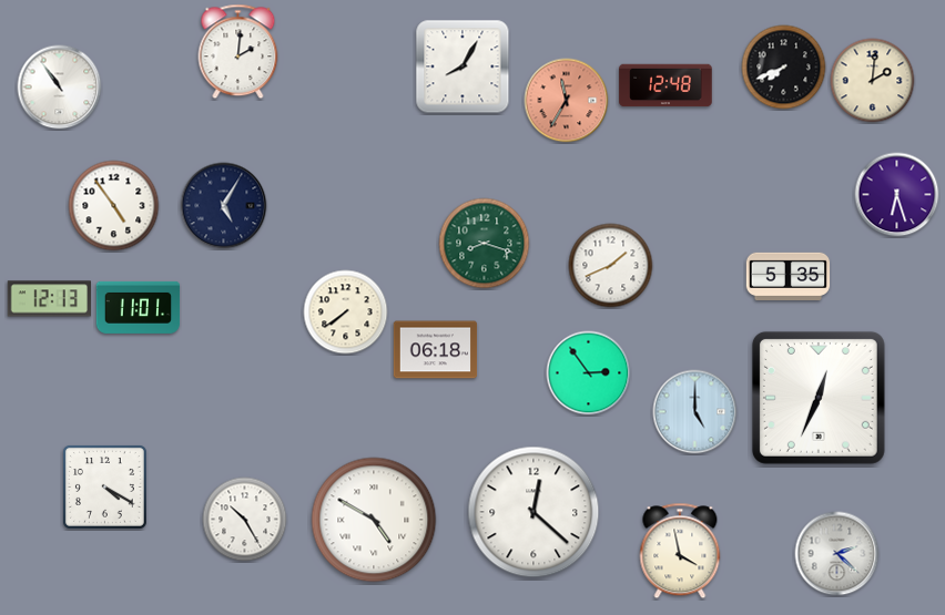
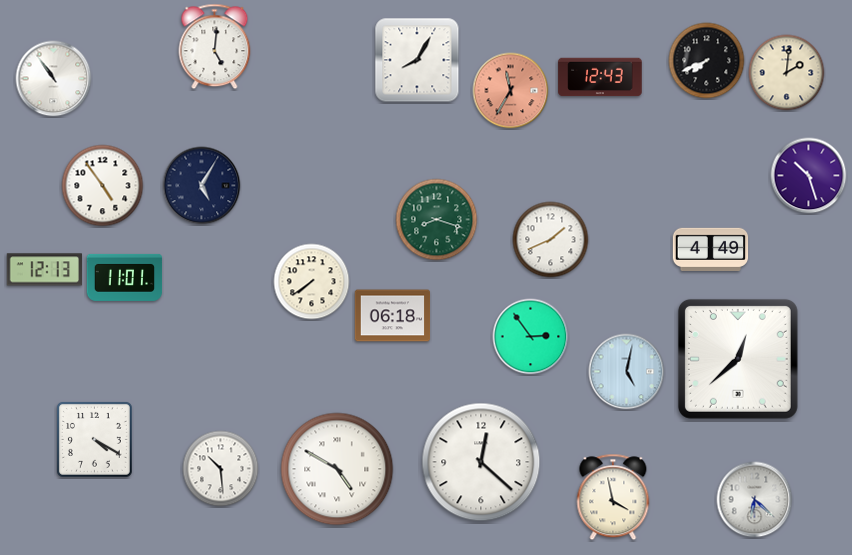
clock at (238, 52): 2:01 -> 5:01
clock at (665, 85): 12:48 -> 12:43
clock at (897, 195): 6:27 -> 10:27
clock at (789, 276): 5:35 -> 4:49
clock at (819, 398): 12:34 -> 12:38
clock at (695, 412): 5:00 -> 5:02
clock at (245, 520): 10:25 -> 10:29
clock at (837, 554): 2:22 -> 6:22
